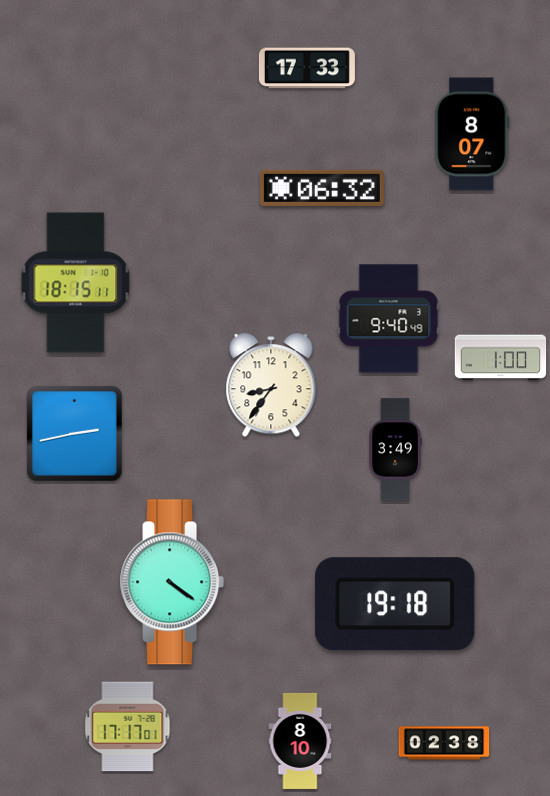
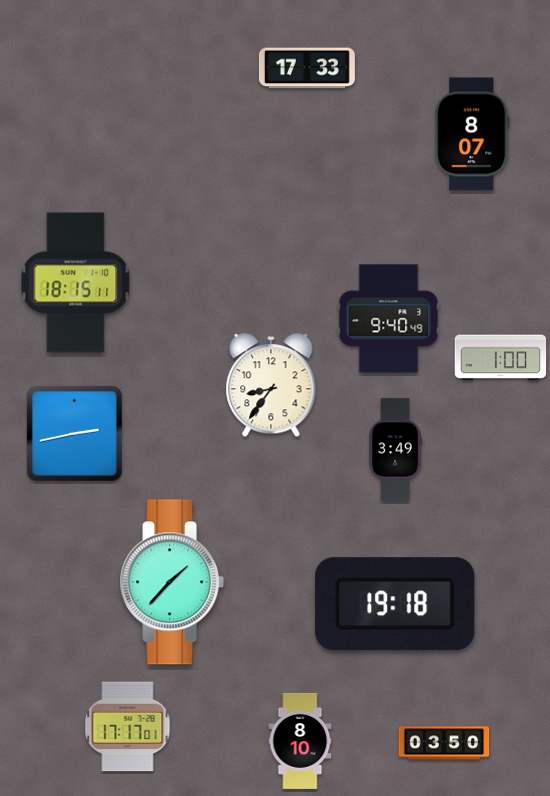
clock at (322, 188): 06:32 -> none
clock at (172, 582): 4:21 -> 1:37
clock at (444, 743): 02:38 -> 03:50
